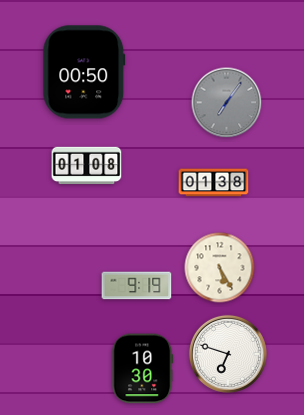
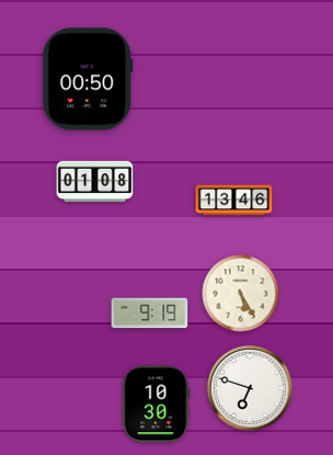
clock at (84, 72) position: (84, 72) -> (88, 79)
clock at (227, 103): 7:06 -> none
clock at (214, 183): 01:38 -> 13:46
